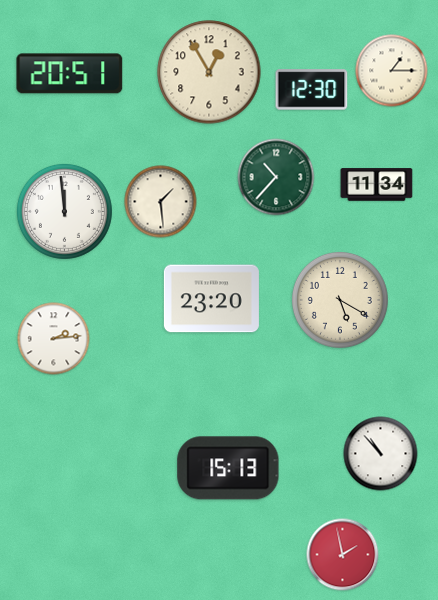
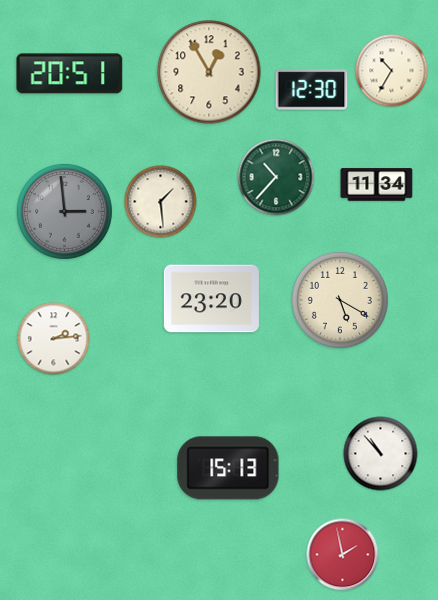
clock at (392, 71): 1:15 -> 10:35
clock at (64, 211): 11:59 -> 2:59
clock at (64, 211) dial: white -> grey
